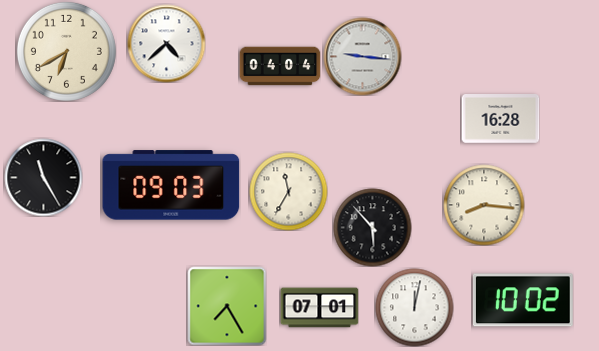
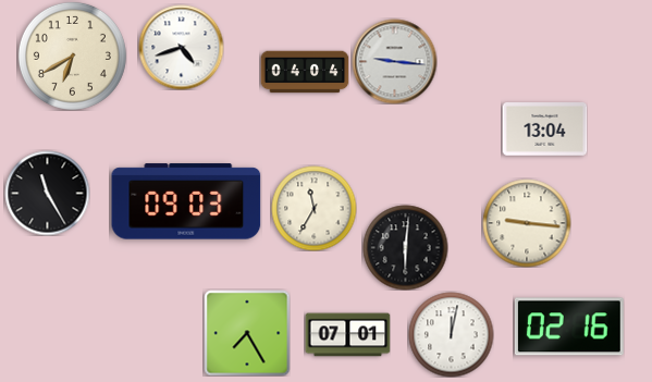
clock at (166, 43): 4:38 -> 4:42
clock at (500, 119): 16:28 -> 13:04
clock at (484, 205): 8:16 -> 9:16
clock at (372, 227): 5:53 -> 6:01
clock at (523, 300): 10:02 -> 02:16
